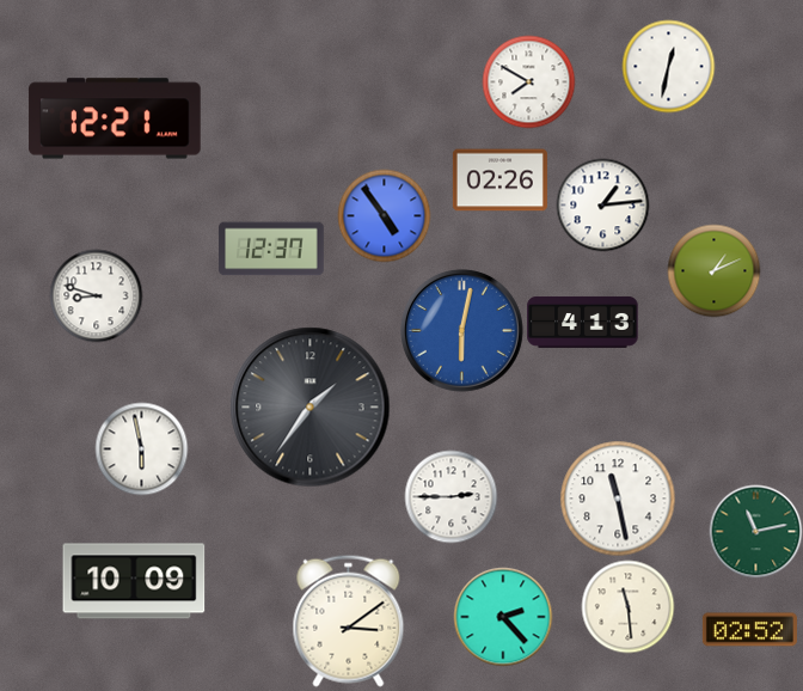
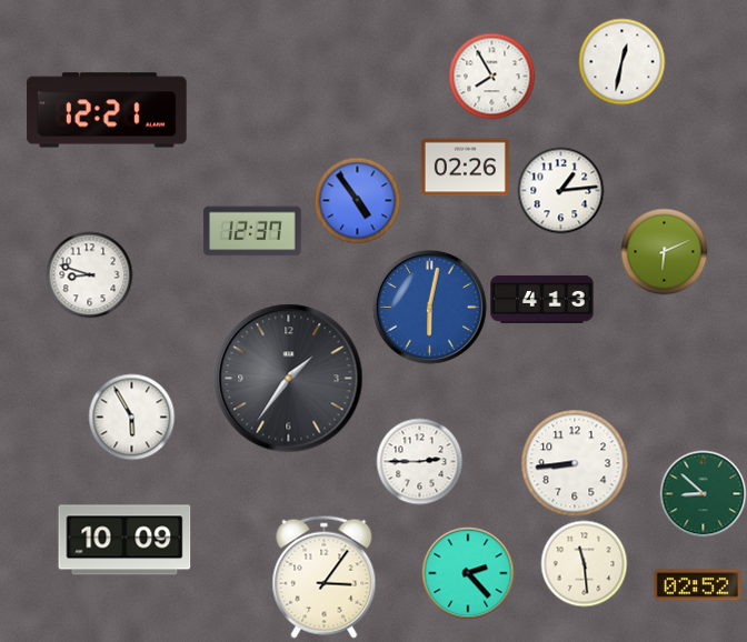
clock at (528, 81): 7:50 -> 7:55
clock at (713, 270): 1:11 -> 6:11
clock at (141, 448): 5:58 -> 5:55
clock at (618, 499): 11:28 -> 8:44
clock at (755, 531): 11:13 -> 8:52
clock at (349, 620): 3:09 -> 3:06
